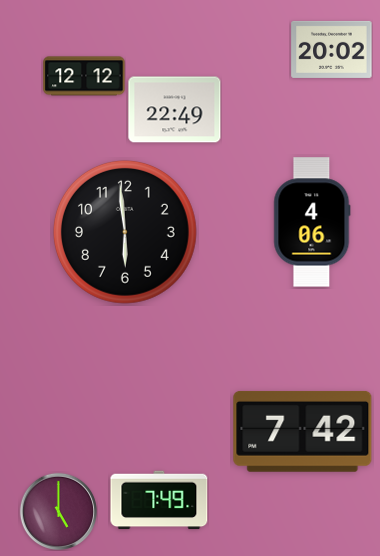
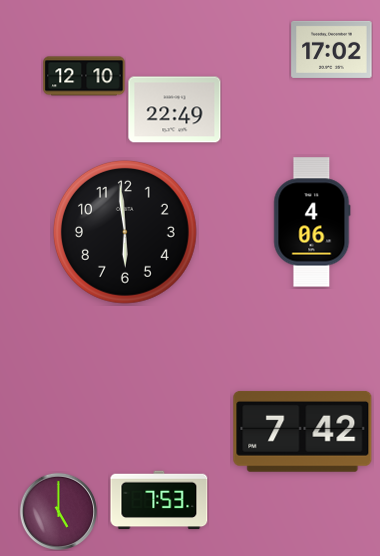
clock at (332, 49): 20:02 -> 17:02
clock at (84, 76): 12:12 -> 12:10
clock at (159, 500): 7:49 -> 7:53
